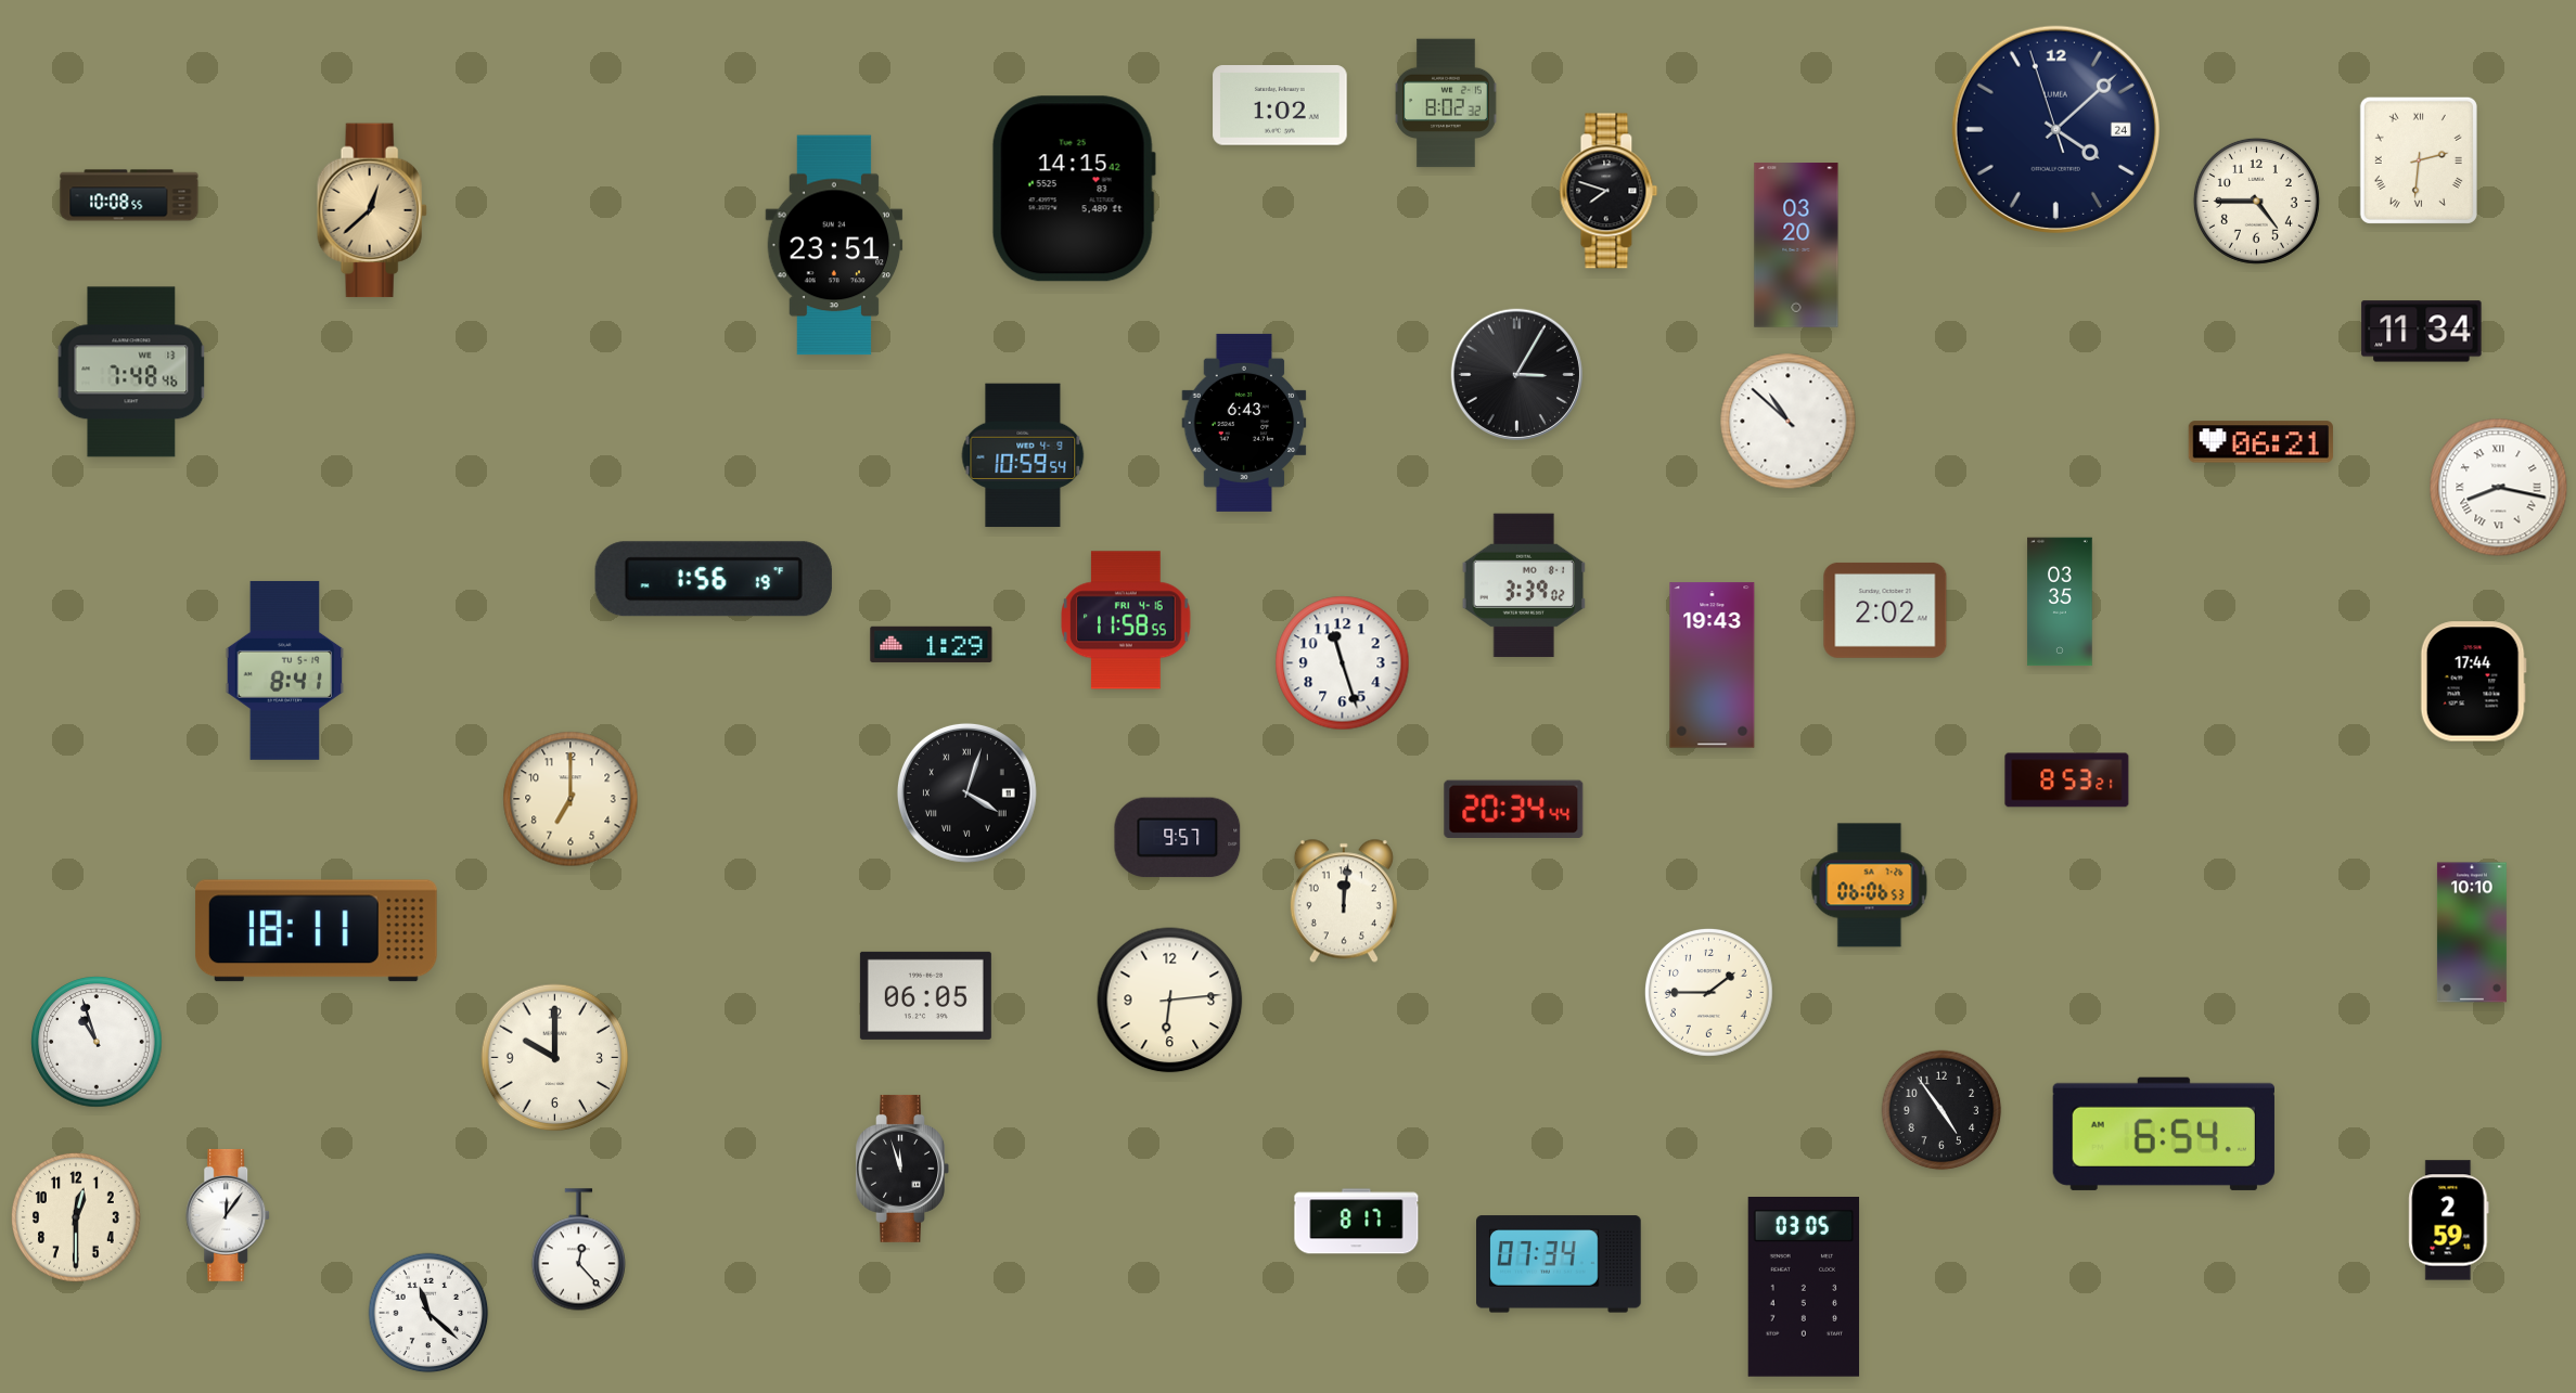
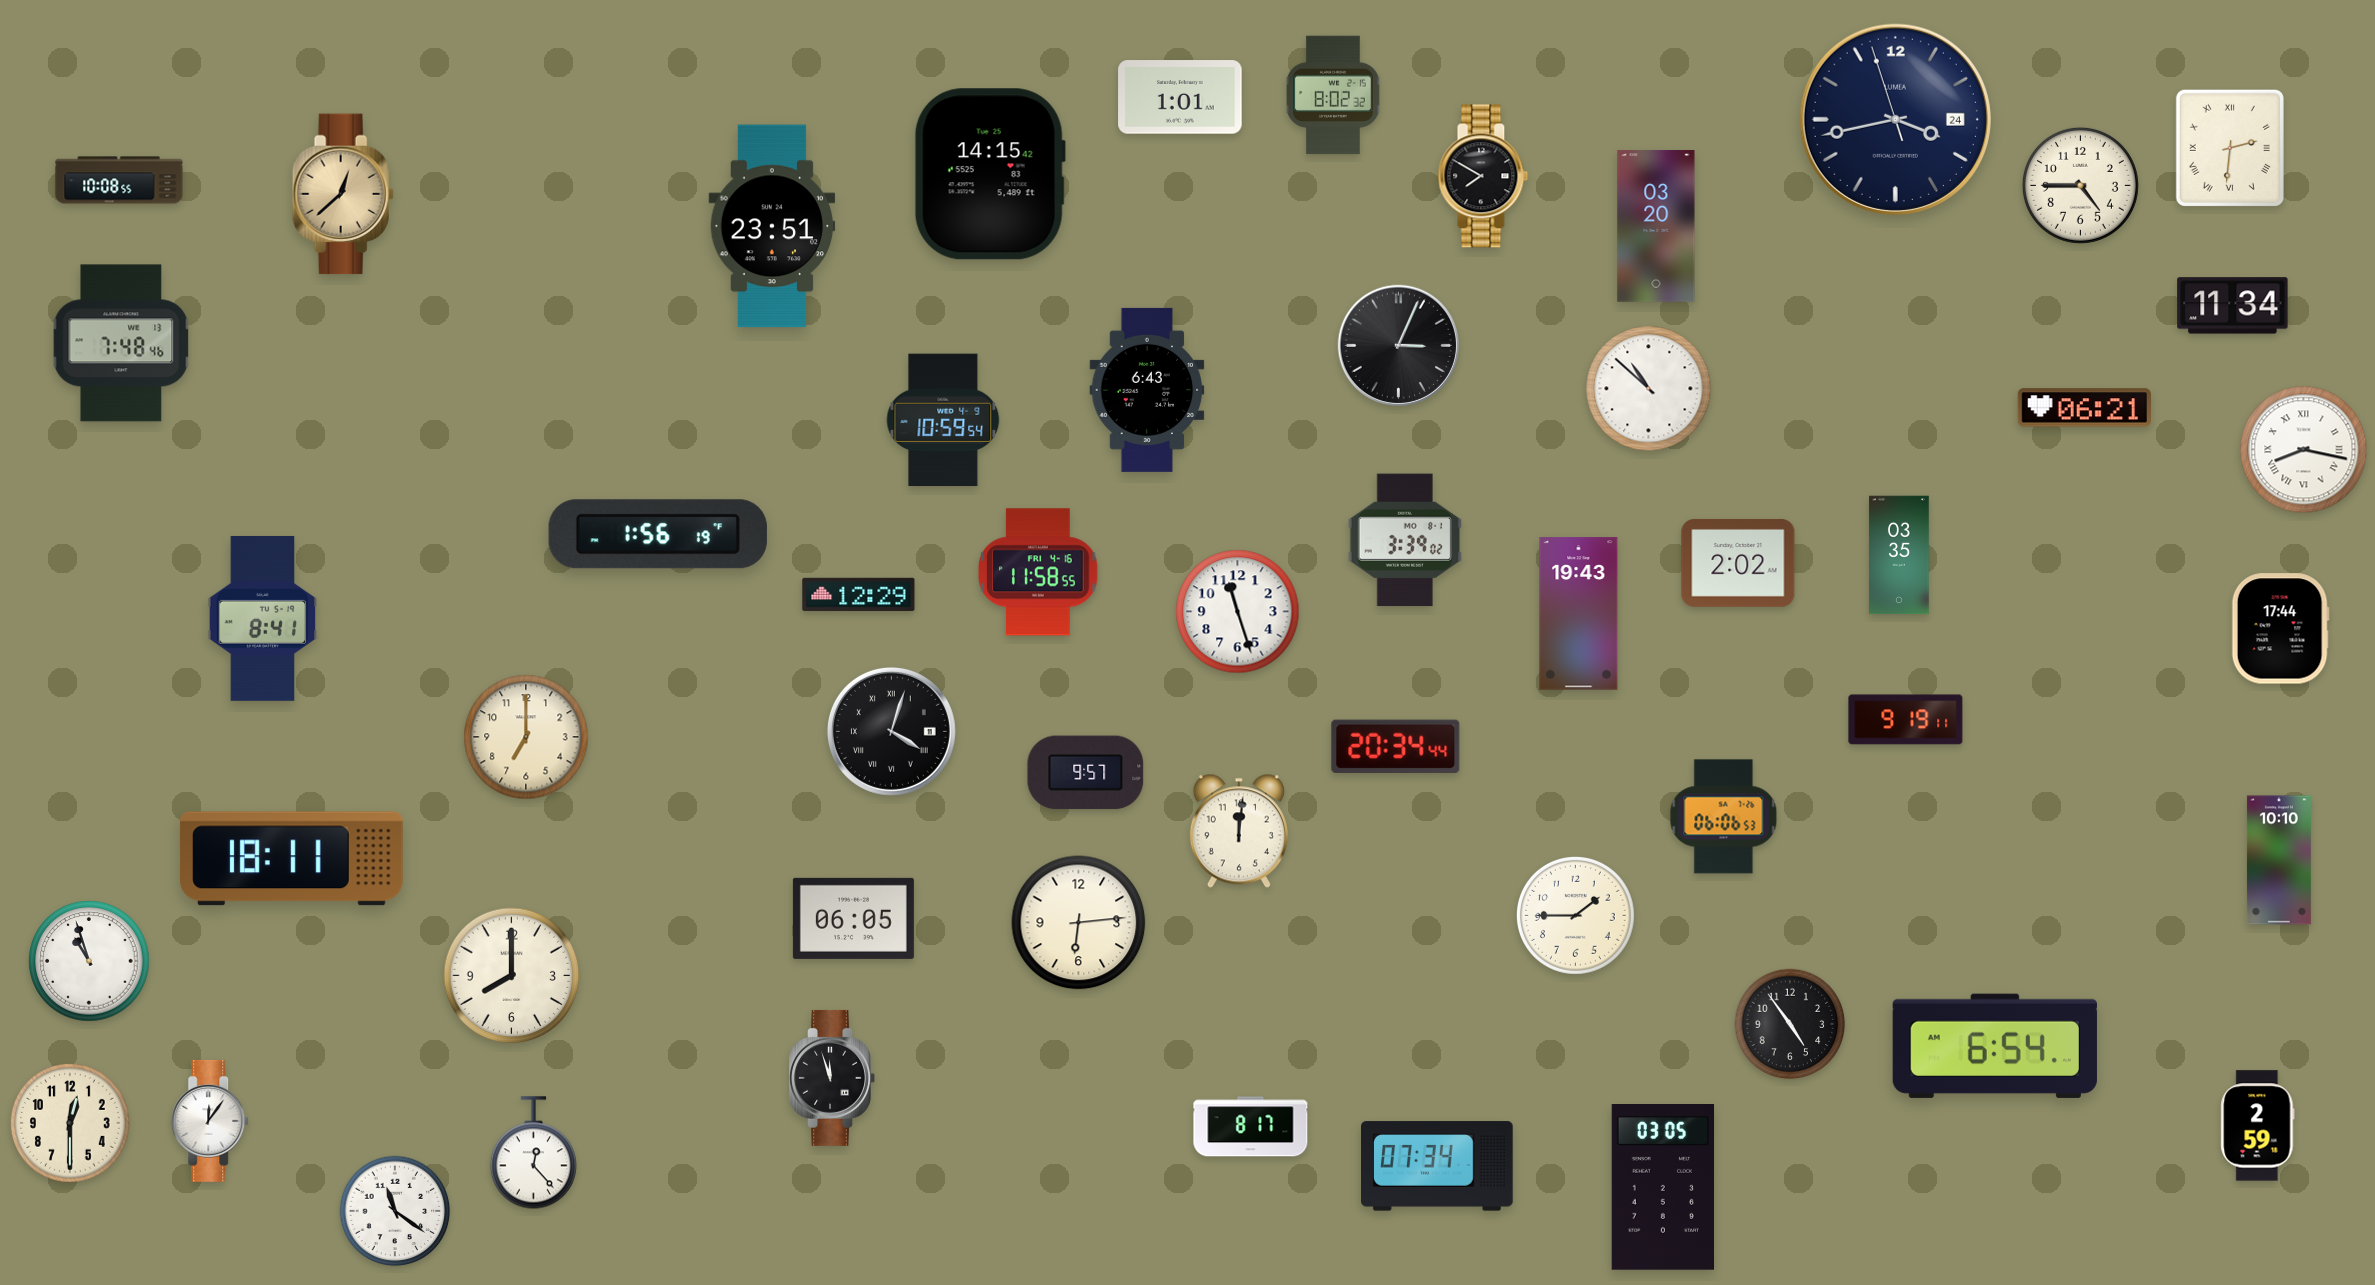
clock at (1280, 105): 1:02 -> 1:01
clock at (2055, 129): 4:07 -> 3:42
clock at (1609, 191): 7:48 -> 7:50
clock at (834, 245) position: (834, 245) -> (772, 226)
clock at (1516, 374): 3:05 -> 3:04
clock at (932, 644): 1:29 -> 12:29
clock at (2067, 781): 8:53 -> 9:19
clock at (555, 1058): 10:00 -> 8:00
clock at (428, 1313): 11:22 -> 11:21
